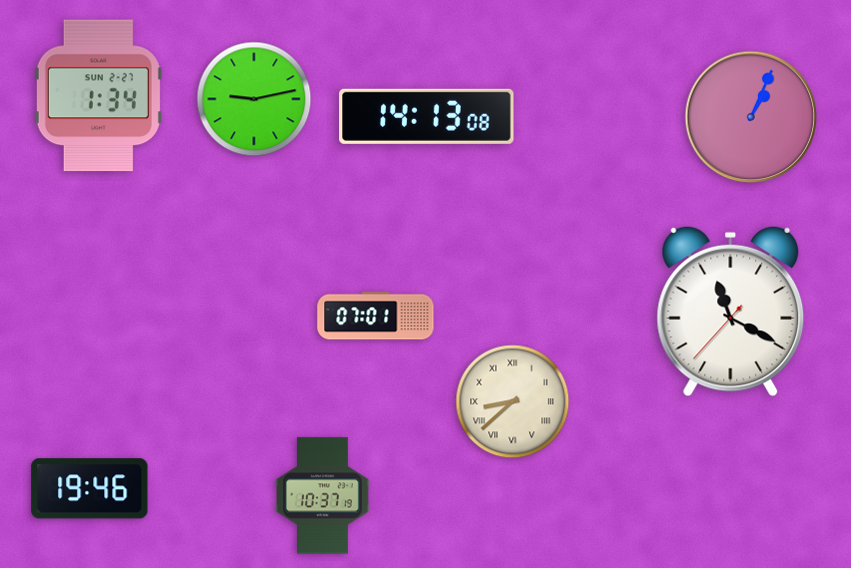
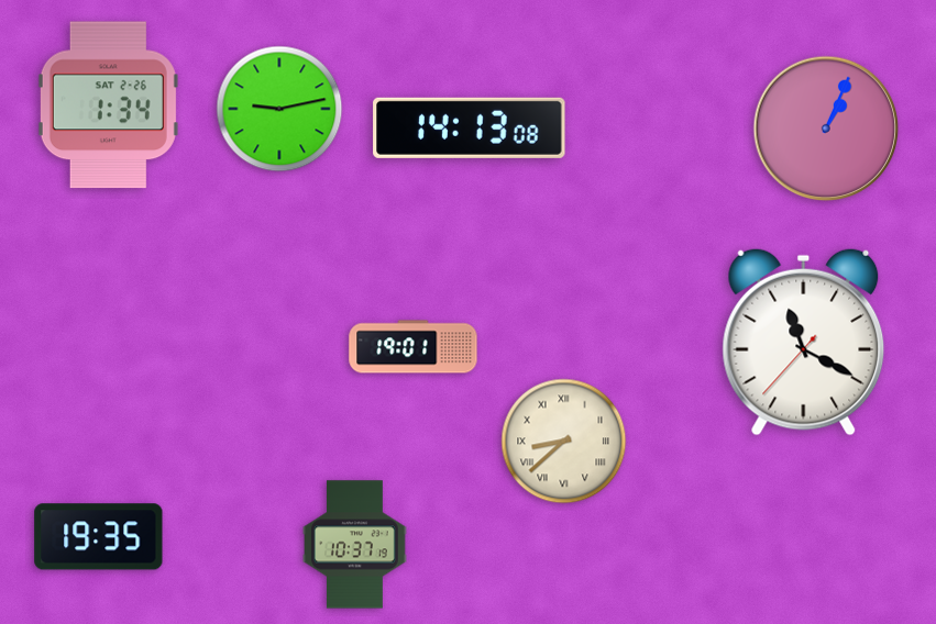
clock at (98, 96) date: SUN 2-27 -> SAT 2-26
clock at (376, 316): 07:01 -> 19:01
clock at (90, 489): 19:46 -> 19:35
